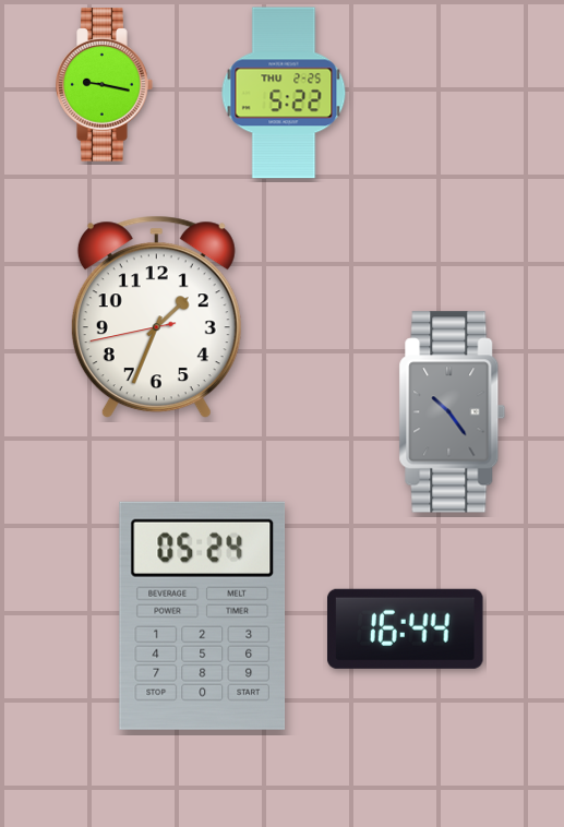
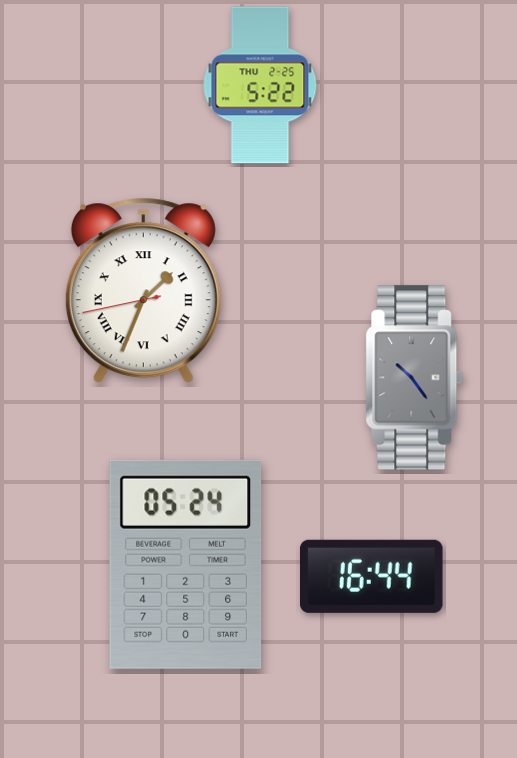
clock at (105, 85): 9:17 -> none
clock at (156, 317) numerals: Arabic -> Roman
